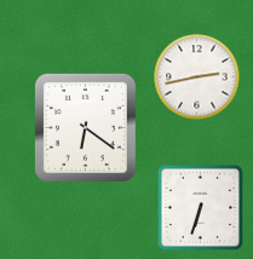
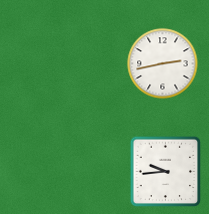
clock at (85, 127): 6:21 -> none
clock at (201, 208): 6:33 -> 9:44
